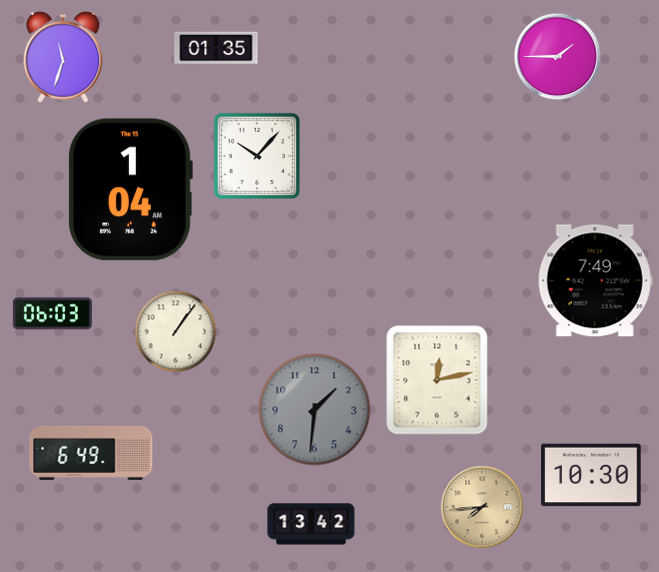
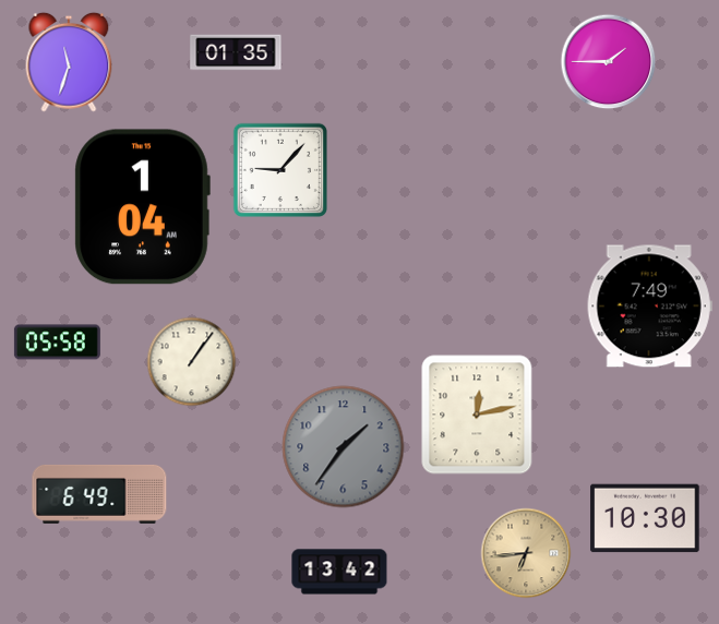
clock at (256, 155): 10:07 -> 9:07
clock at (52, 314): 06:03 -> 05:58
clock at (315, 410): 1:31 -> 1:36
clock at (482, 507): 7:44 -> 6:44
